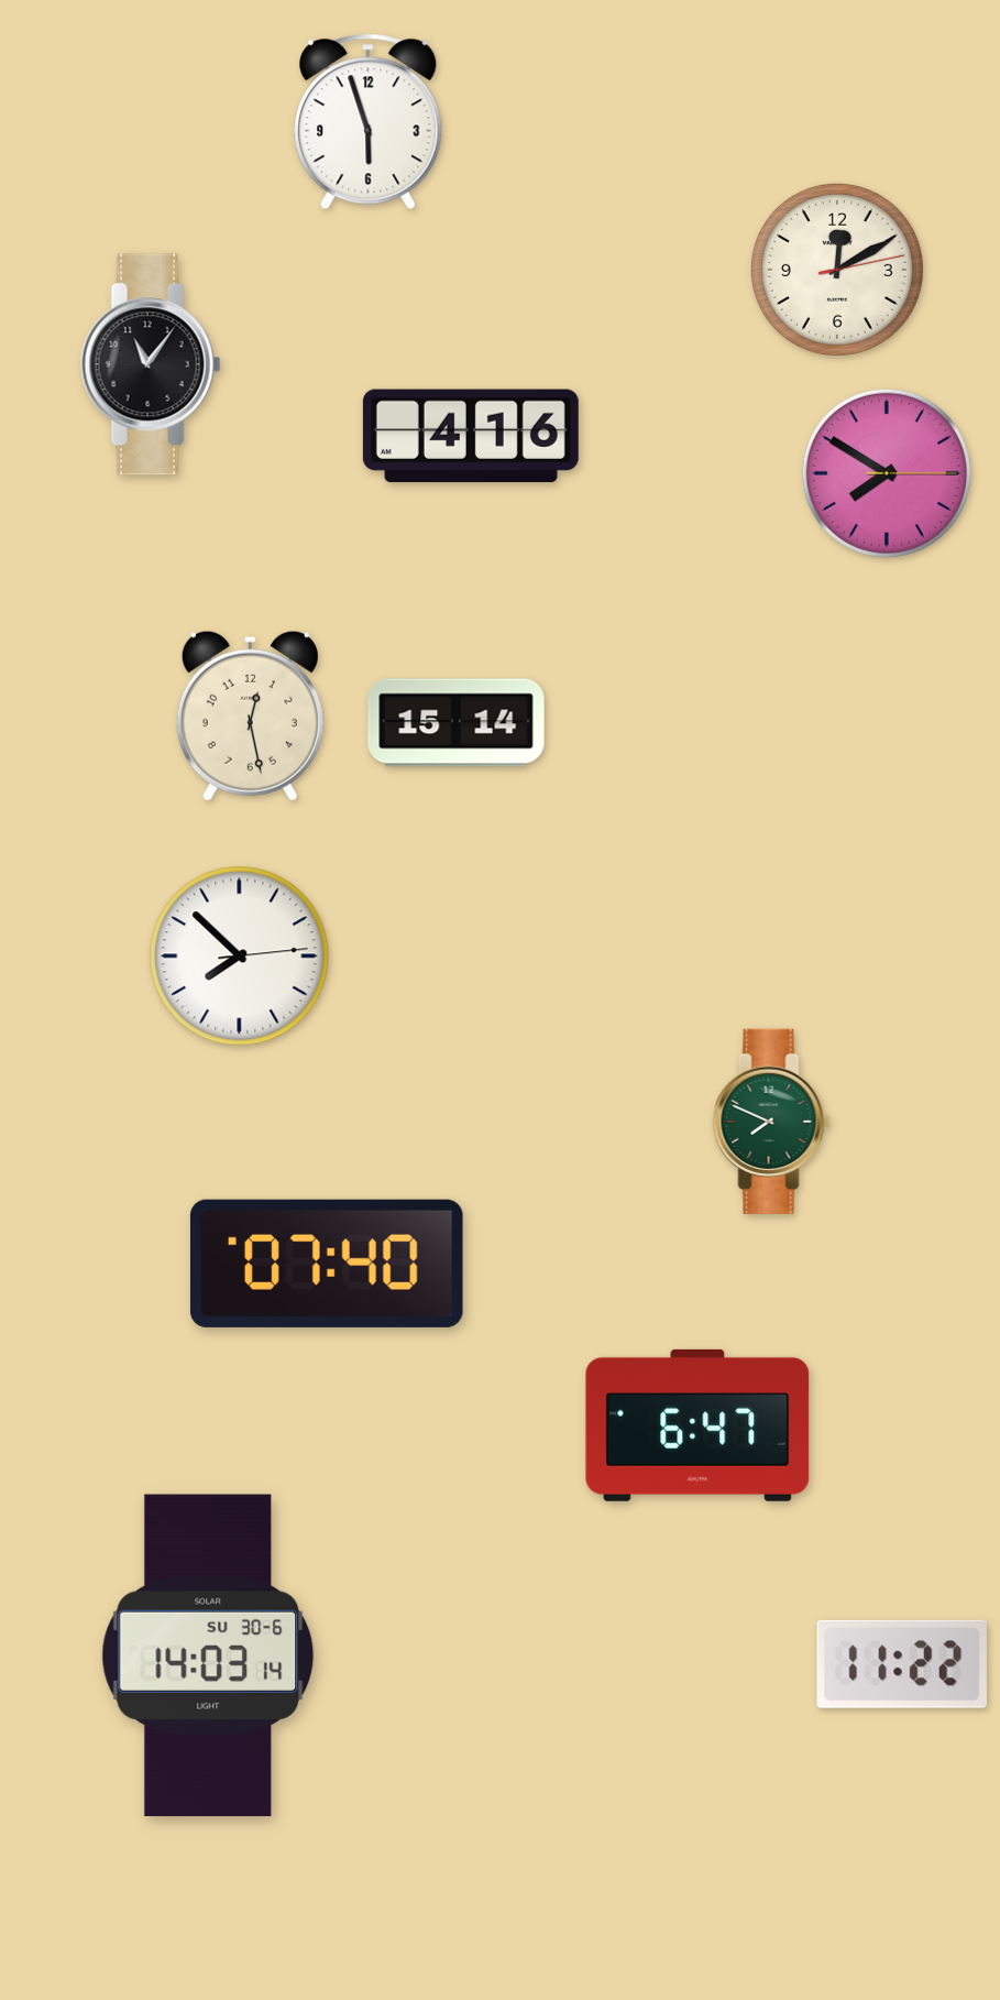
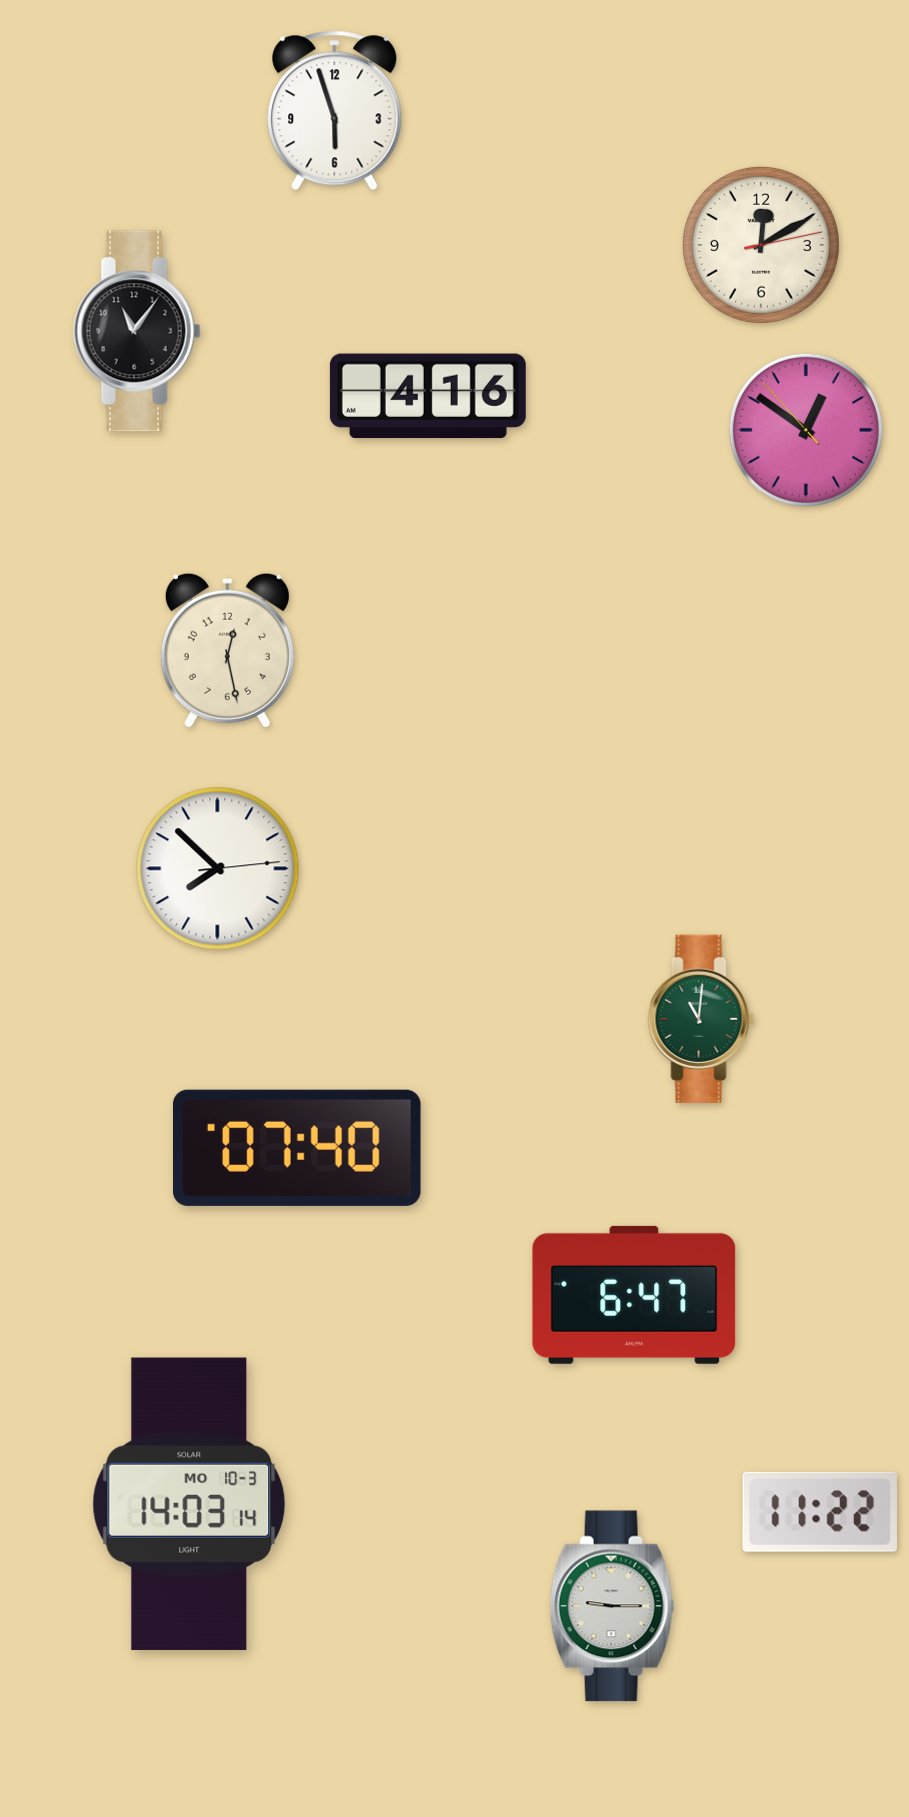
clock at (887, 473): 7:50 -> 12:50
clock at (457, 723): 15:14 -> none
clock at (771, 1122): 7:49 -> 11:01
clock at (208, 1654) date: SU 30-6 -> MO 10-3
clock at (612, 1606): none -> 9:15
